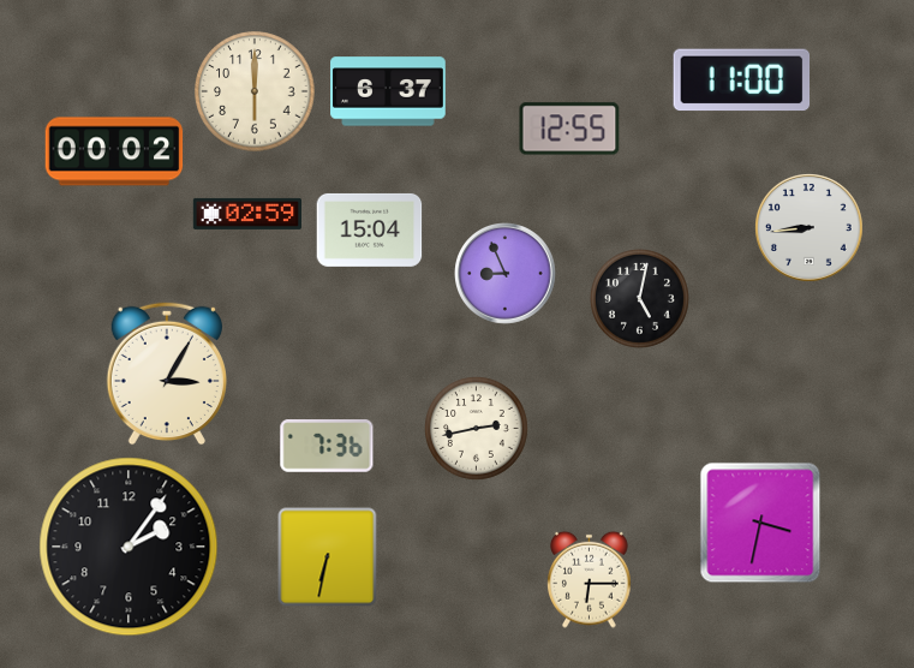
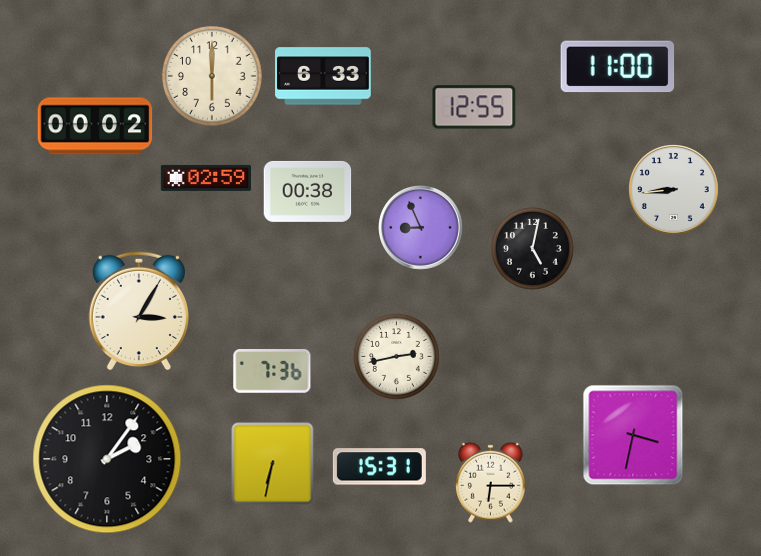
clock at (388, 91): 6:37 -> 6:33
clock at (370, 229): 15:04 -> 00:38
clock at (129, 547) position: (129, 547) -> (107, 459)
clock at (379, 467): none -> 15:31
